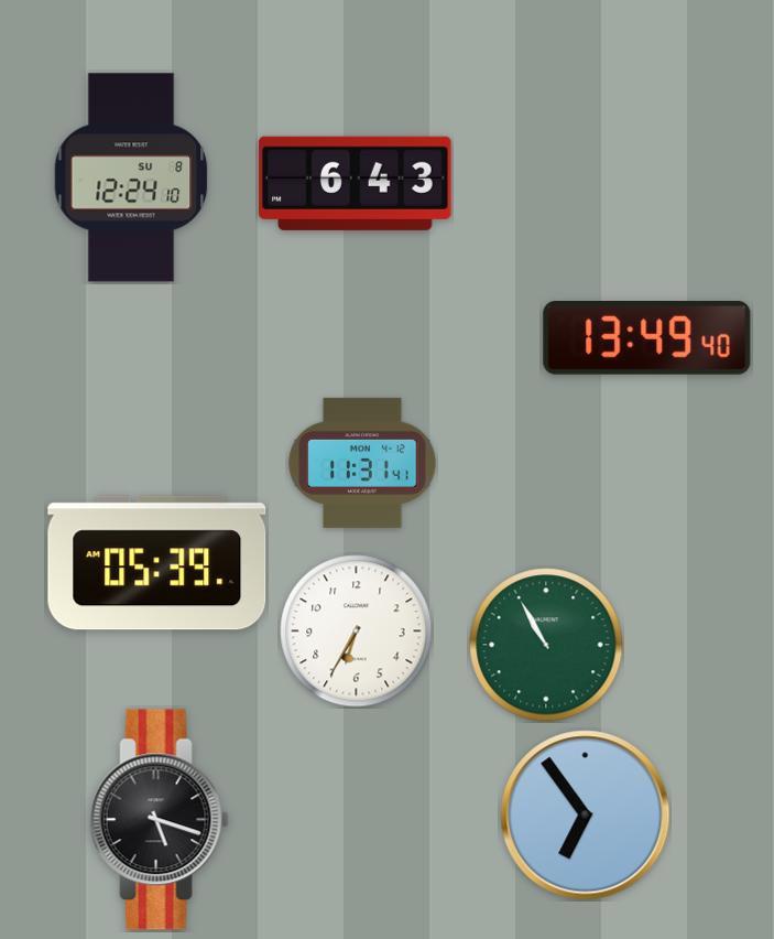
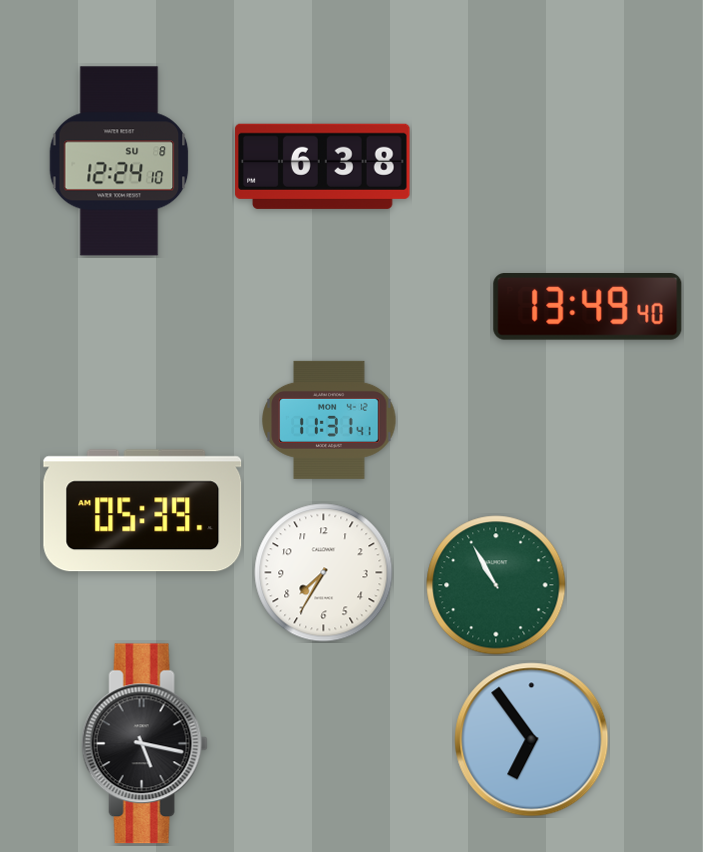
clock at (356, 183): 6:43 -> 6:38
clock at (357, 632): 6:35 -> 7:35
clock at (159, 820): 5:18 -> 5:17
